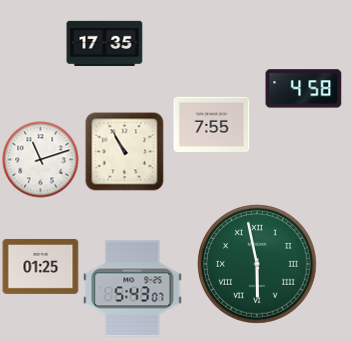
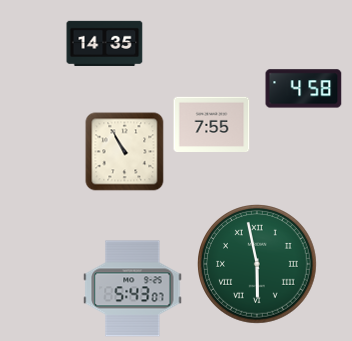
clock at (105, 43): 17:35 -> 14:35
clock at (41, 160): 11:12 -> none
clock at (41, 266): 01:25 -> none
